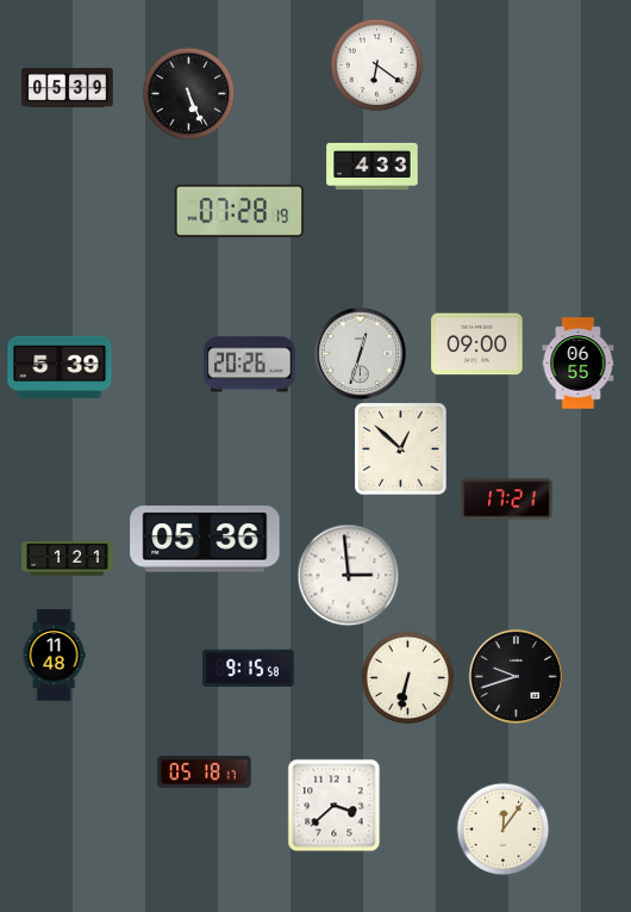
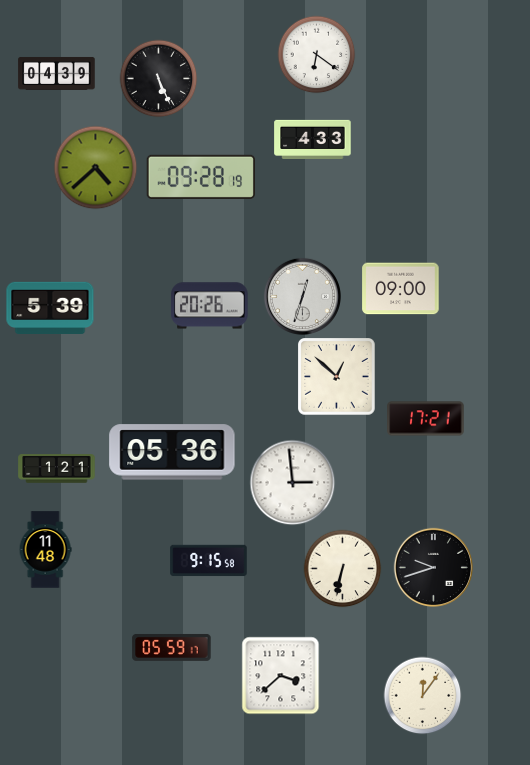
clock at (68, 87): 05:39 -> 04:39
clock at (95, 167): none -> 4:38
clock at (238, 211): 07:28 -> 09:28
clock at (579, 364): 06:55 -> none
clock at (205, 771): 05:18 -> 05:59
